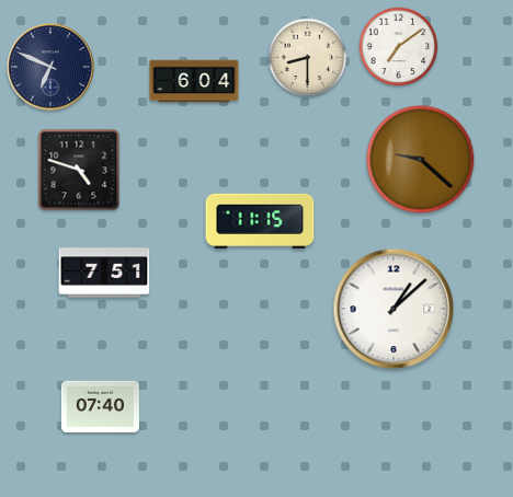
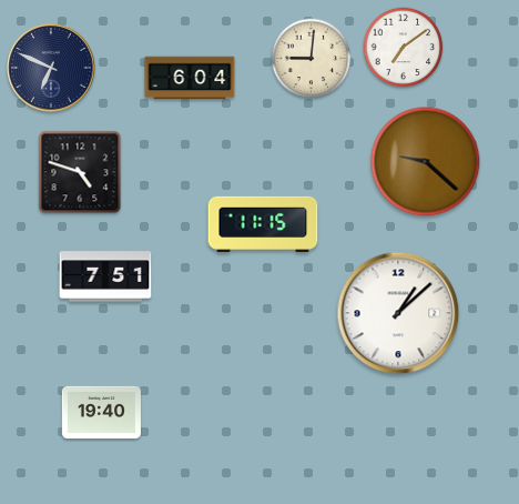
clock at (308, 58): 8:30 -> 9:01
clock at (194, 81) position: (194, 81) -> (190, 78)
clock at (100, 406): 07:40 -> 19:40
